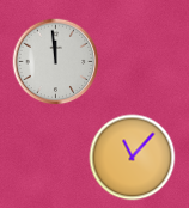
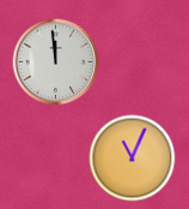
clock at (133, 158): 11:07 -> 11:04
